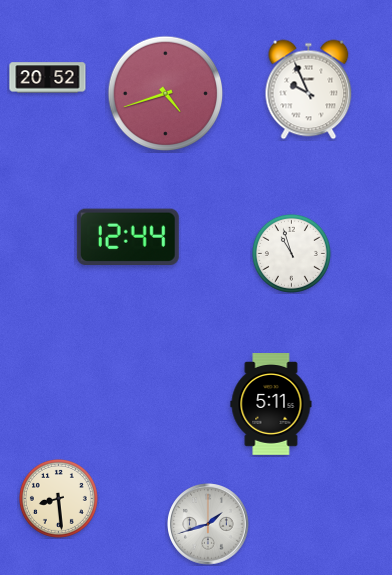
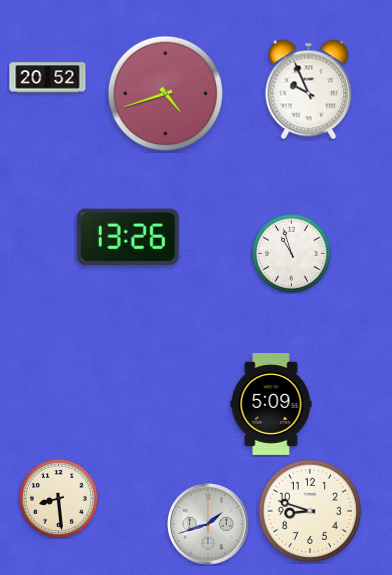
clock at (128, 236): 12:44 -> 13:26
clock at (271, 405): 5:11 -> 5:09
clock at (309, 510): none -> 8:48
